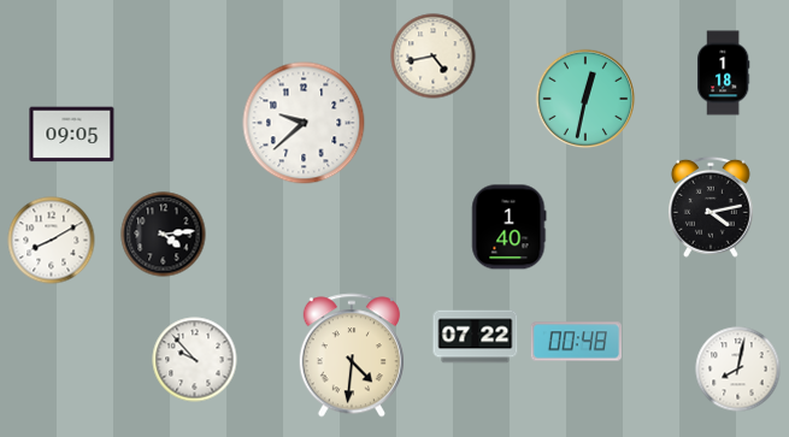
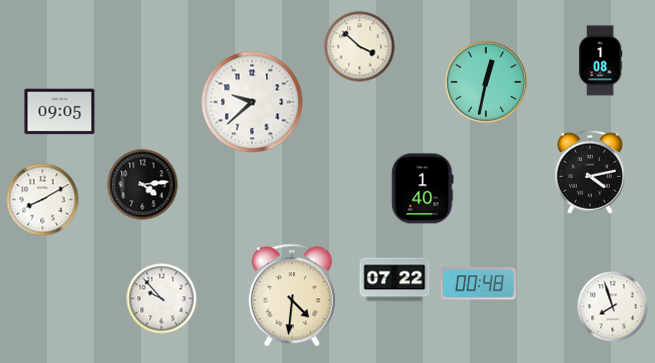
clock at (434, 57): 4:43 -> 3:52
clock at (723, 73): 1:18 -> 1:08
clock at (164, 235) position: (164, 235) -> (143, 185)
clock at (738, 370): 8:02 -> 7:57
